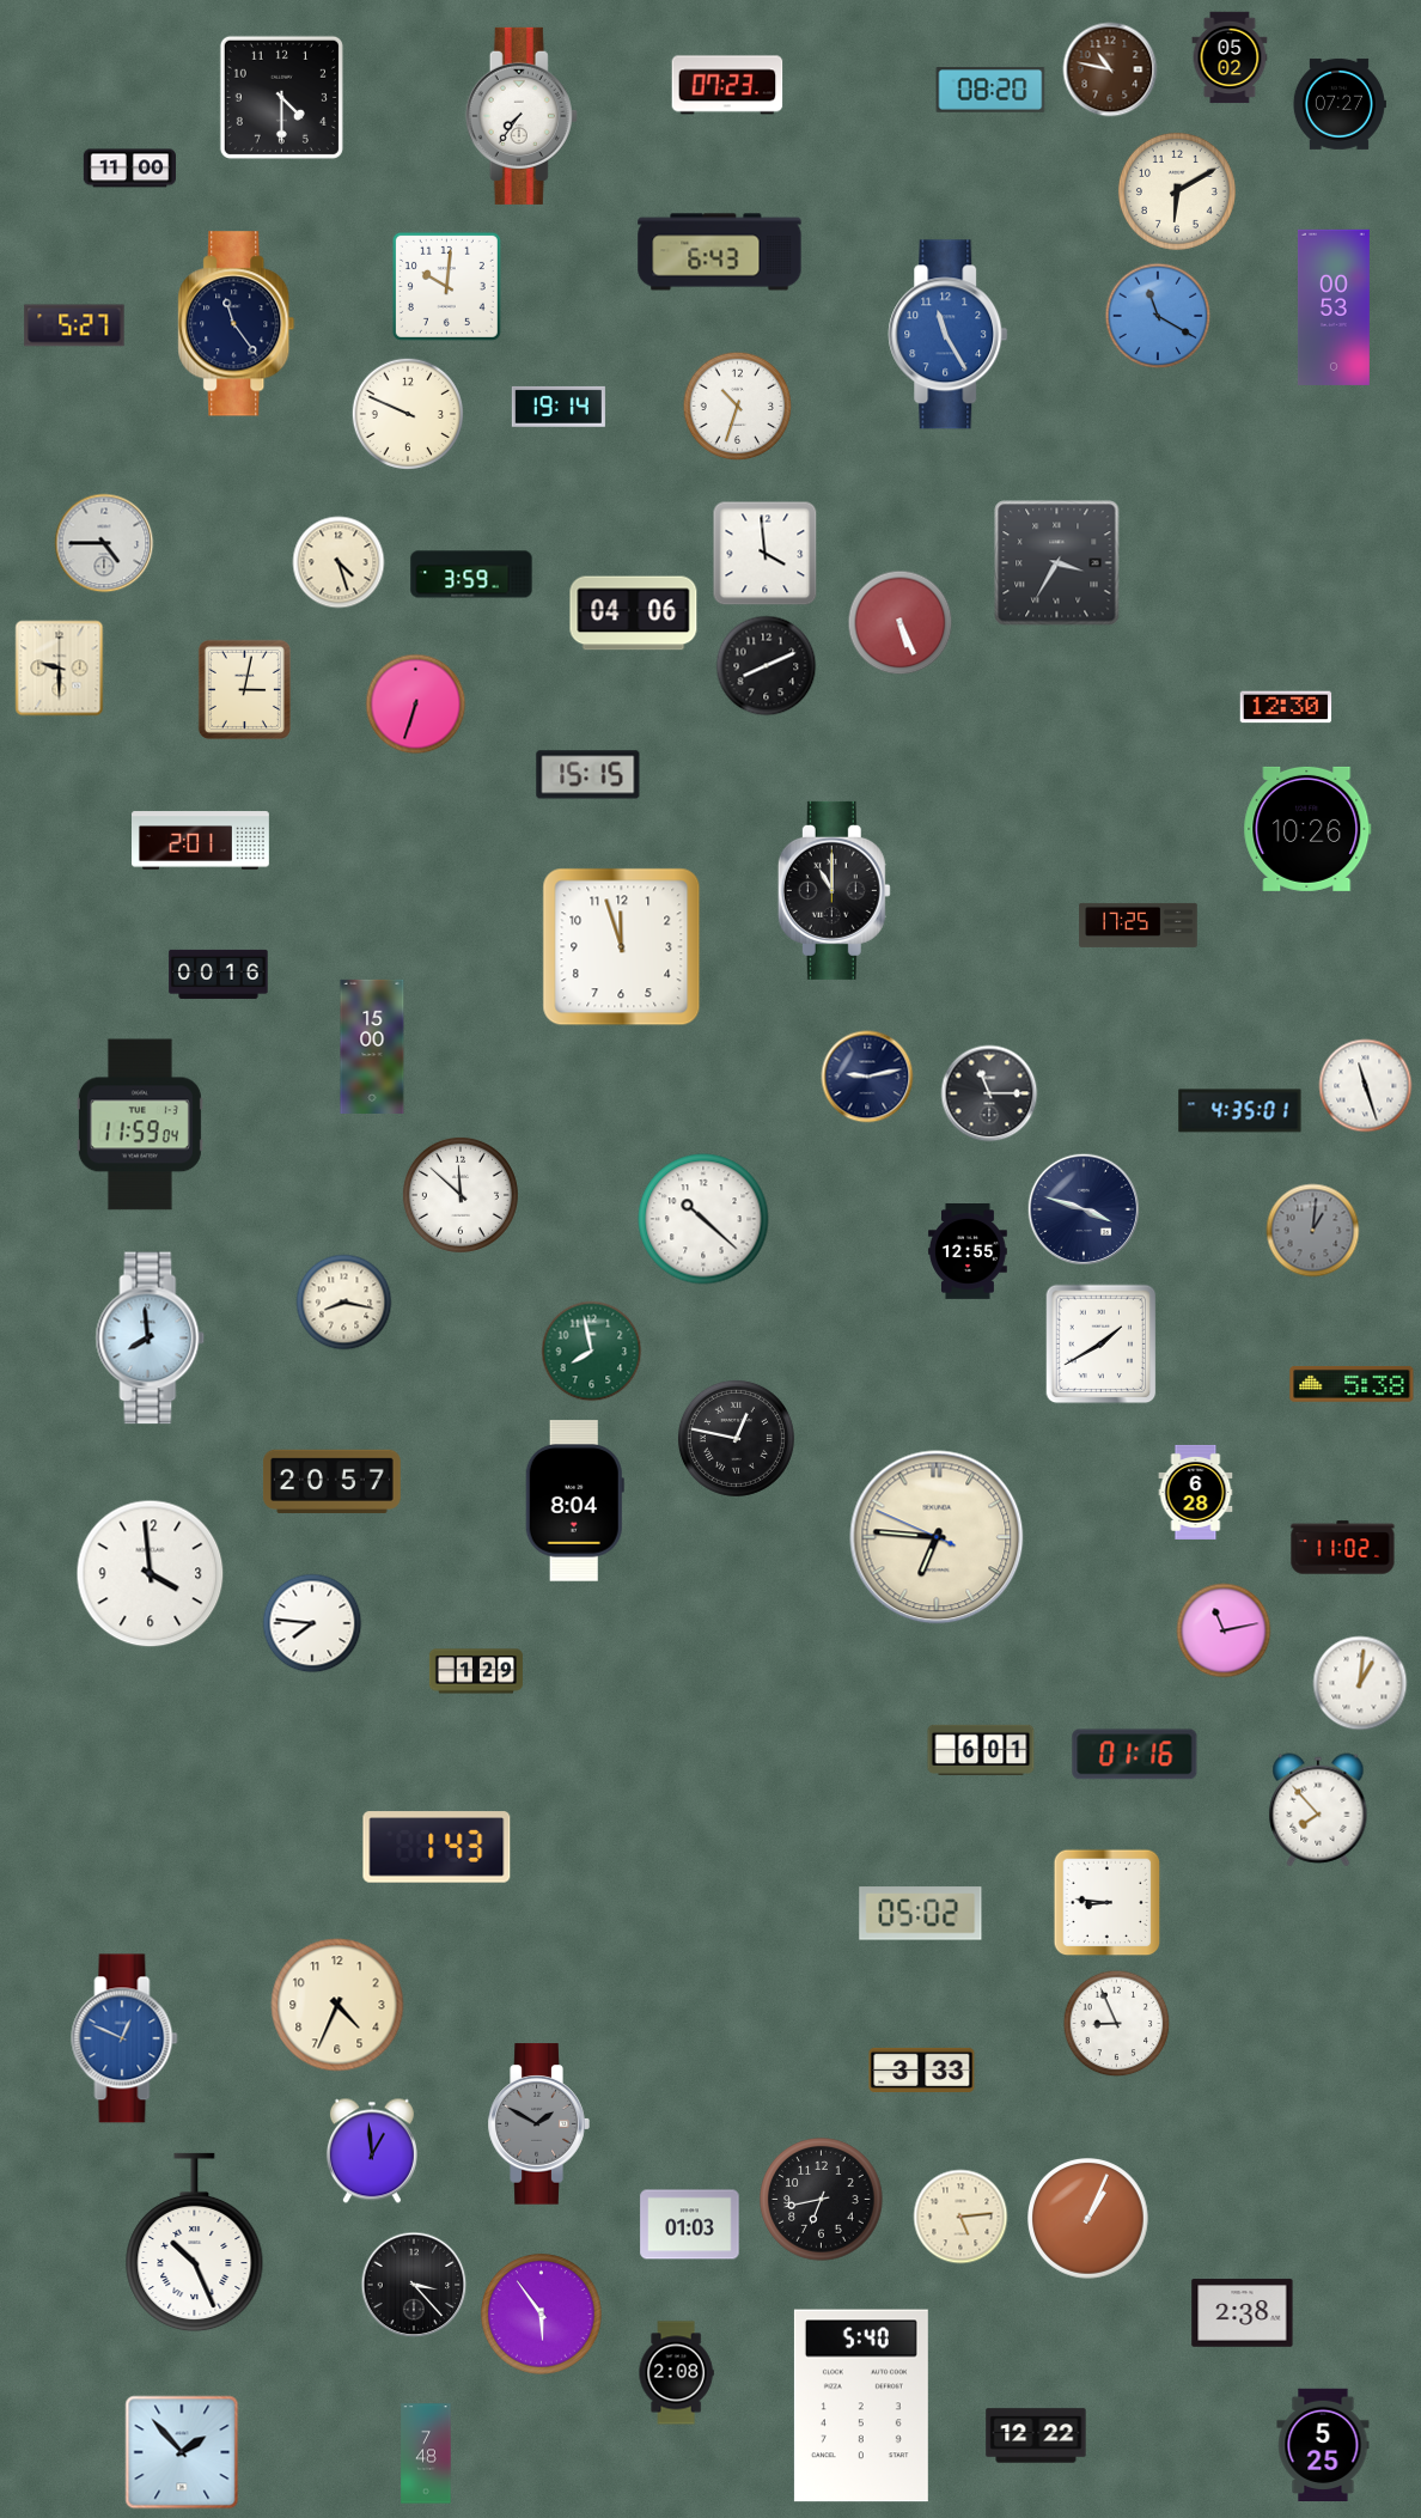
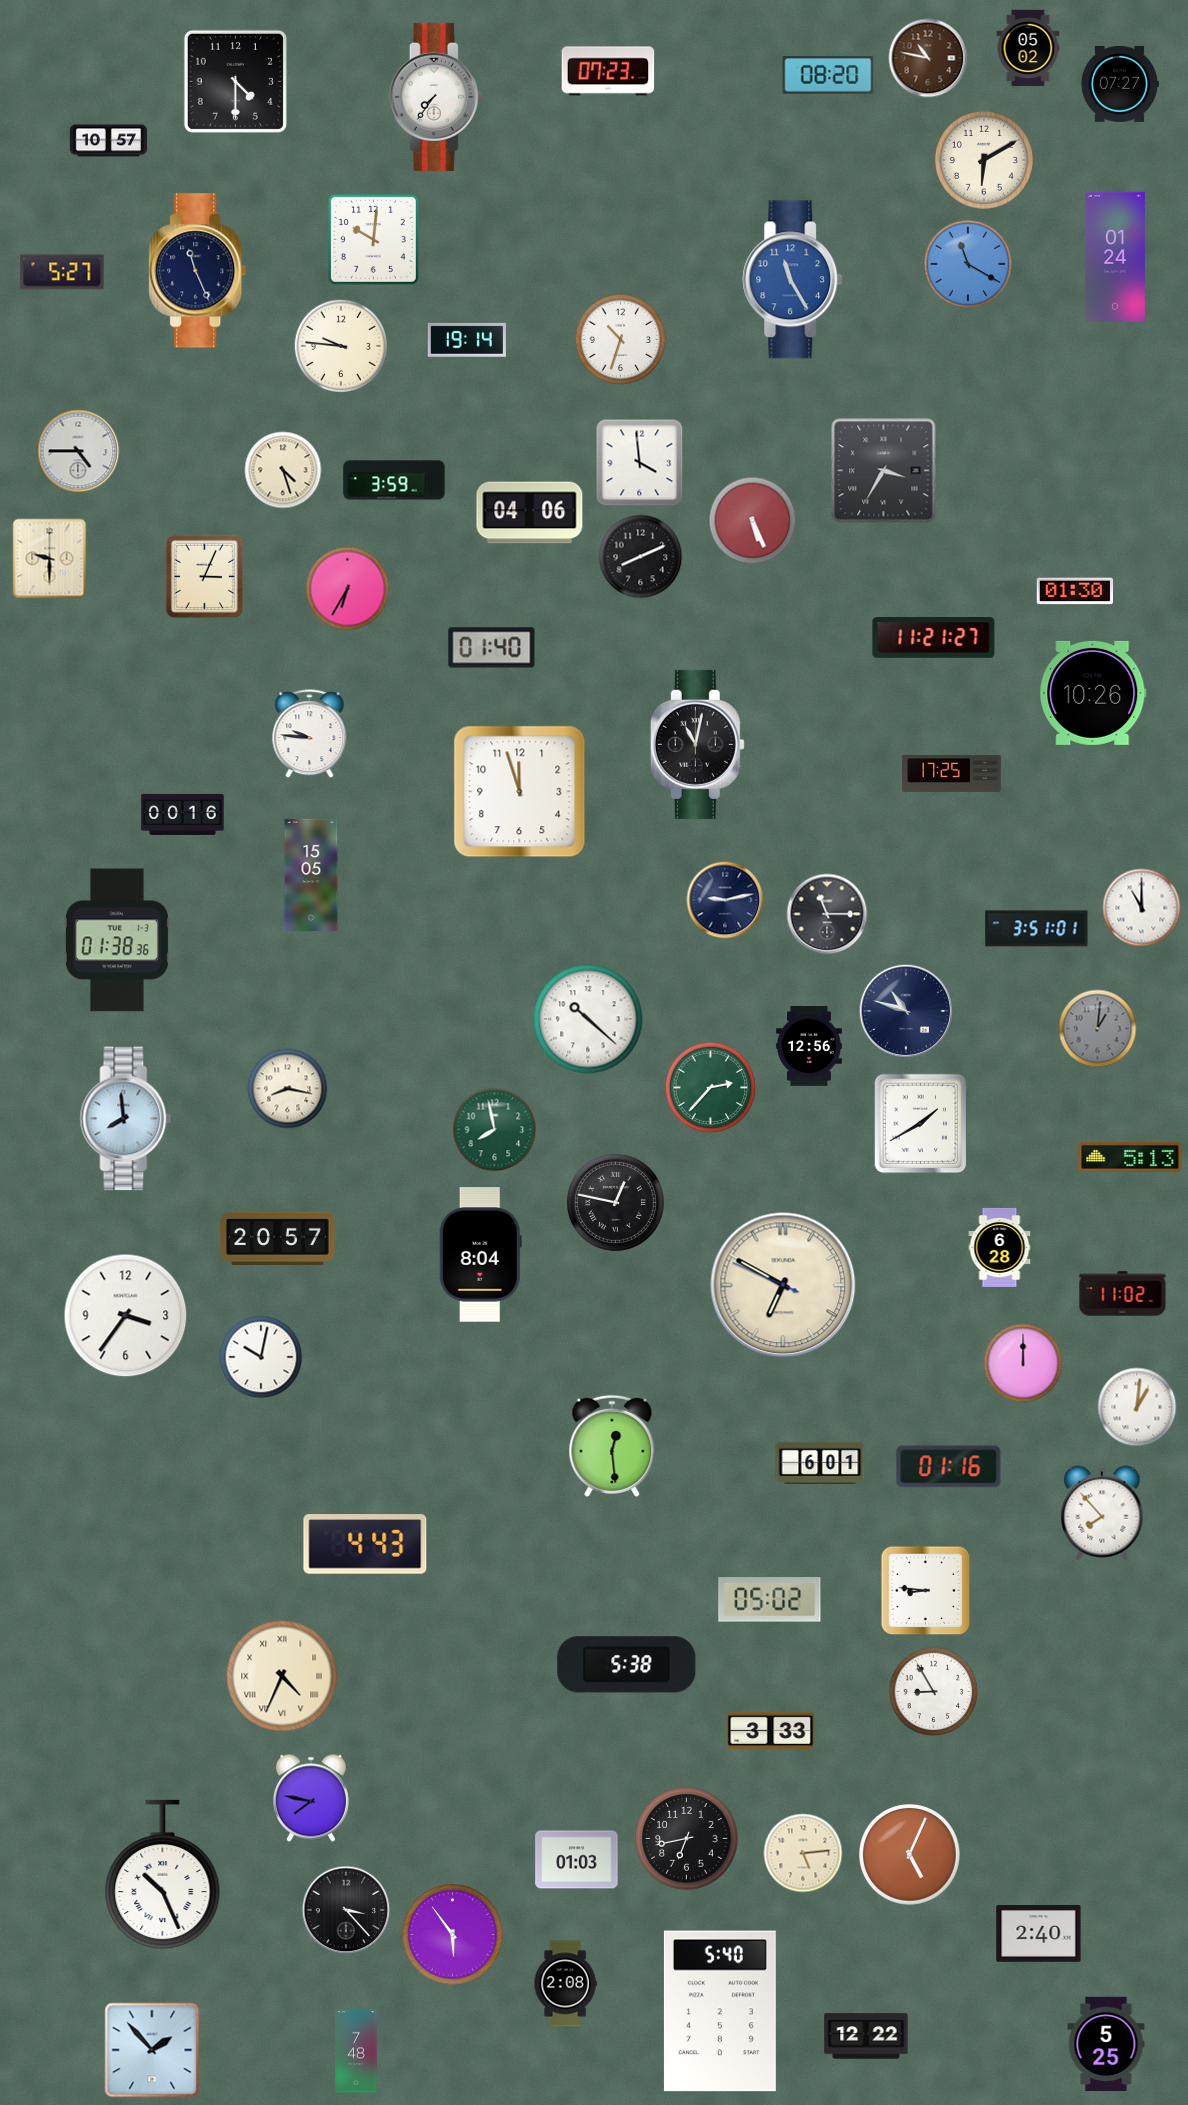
clock at (1338, 104) position: (1338, 104) -> (1119, 84)
clock at (129, 169): 11:00 -> 10:57
clock at (720, 252): 6:43 -> none
clock at (1334, 307): 00:53 -> 01:24
clock at (237, 324): 11:24 -> 11:26
clock at (738, 407) position: (738, 407) -> (621, 340)
clock at (407, 413): 9:49 -> 9:46
clock at (104, 543) position: (104, 543) -> (78, 451)
clock at (244, 689): 3:02 -> 3:04
clock at (416, 705): 6:33 -> 6:35
clock at (1286, 707): 12:30 -> 01:30
clock at (934, 638): none -> 11:21
clock at (588, 775): 15:15 -> 01:40
clock at (201, 841): 2:01 -> none
clock at (310, 734): none -> 9:46
clock at (834, 890): 11:00 -> 11:02
clock at (372, 1045): 15:00 -> 15:05
clock at (1366, 1086): 11:27 -> 11:00
clock at (1240, 1111): 4:35 -> 3:51
clock at (140, 1124): 11:59 -> 01:38
clock at (461, 1195): 11:52 -> none
clock at (1084, 1209): 3:48 -> 10:48
clock at (968, 1252): 12:55 -> 12:56
clock at (711, 1088): none -> 2:37
clock at (1352, 1385): 5:38 -> 5:13
clock at (937, 1537): 6:45 -> 6:49
clock at (151, 1574): 3:59 -> 3:36
clock at (312, 1623): 7:46 -> 10:02
clock at (1224, 1630): 11:13 -> 12:00
clock at (476, 1671): 1:29 -> none
clock at (612, 1446): none -> 12:29
clock at (437, 1847): 1:43 -> 4:43
clock at (627, 1665): none -> 5:38
clock at (337, 2005) numerals: Arabic -> Roman
clock at (1117, 2024): 8:56 -> 8:55
clock at (124, 2038): 12:49 -> none
clock at (538, 2124): 1:50 -> none
clock at (372, 2151): 12:59 -> 7:47
clock at (1088, 2219): 1:04 -> 5:04
clock at (1243, 2313): 2:38 -> 2:40
